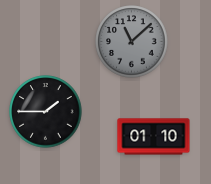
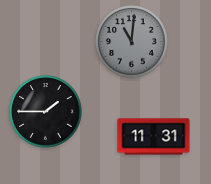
clock at (132, 42): 11:08 -> 11:01
clock at (154, 137): 01:10 -> 11:31
